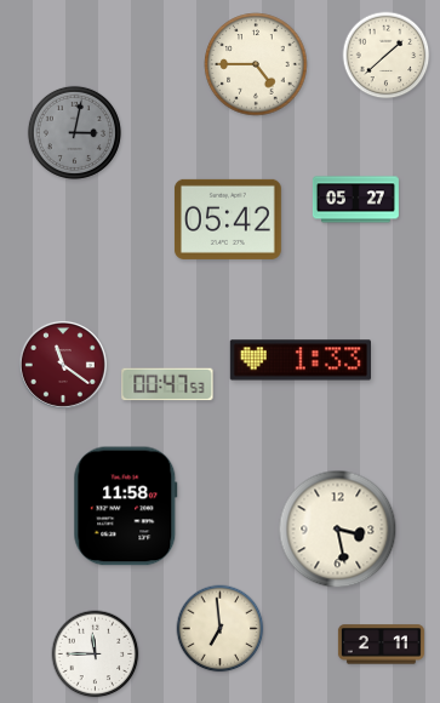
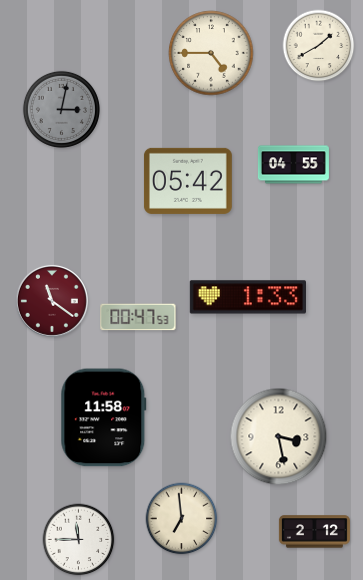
clock at (387, 56): 1:38 -> 1:40
clock at (355, 200): 05:27 -> 04:55
clock at (381, 645): 2:11 -> 2:12
